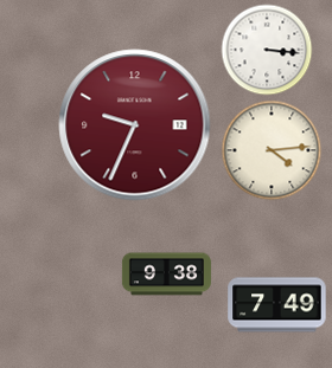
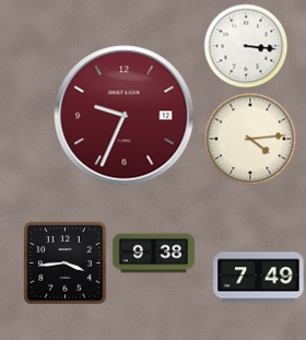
clock at (66, 263): none -> 3:44
clock at (277, 305) position: (277, 305) -> (259, 278)
